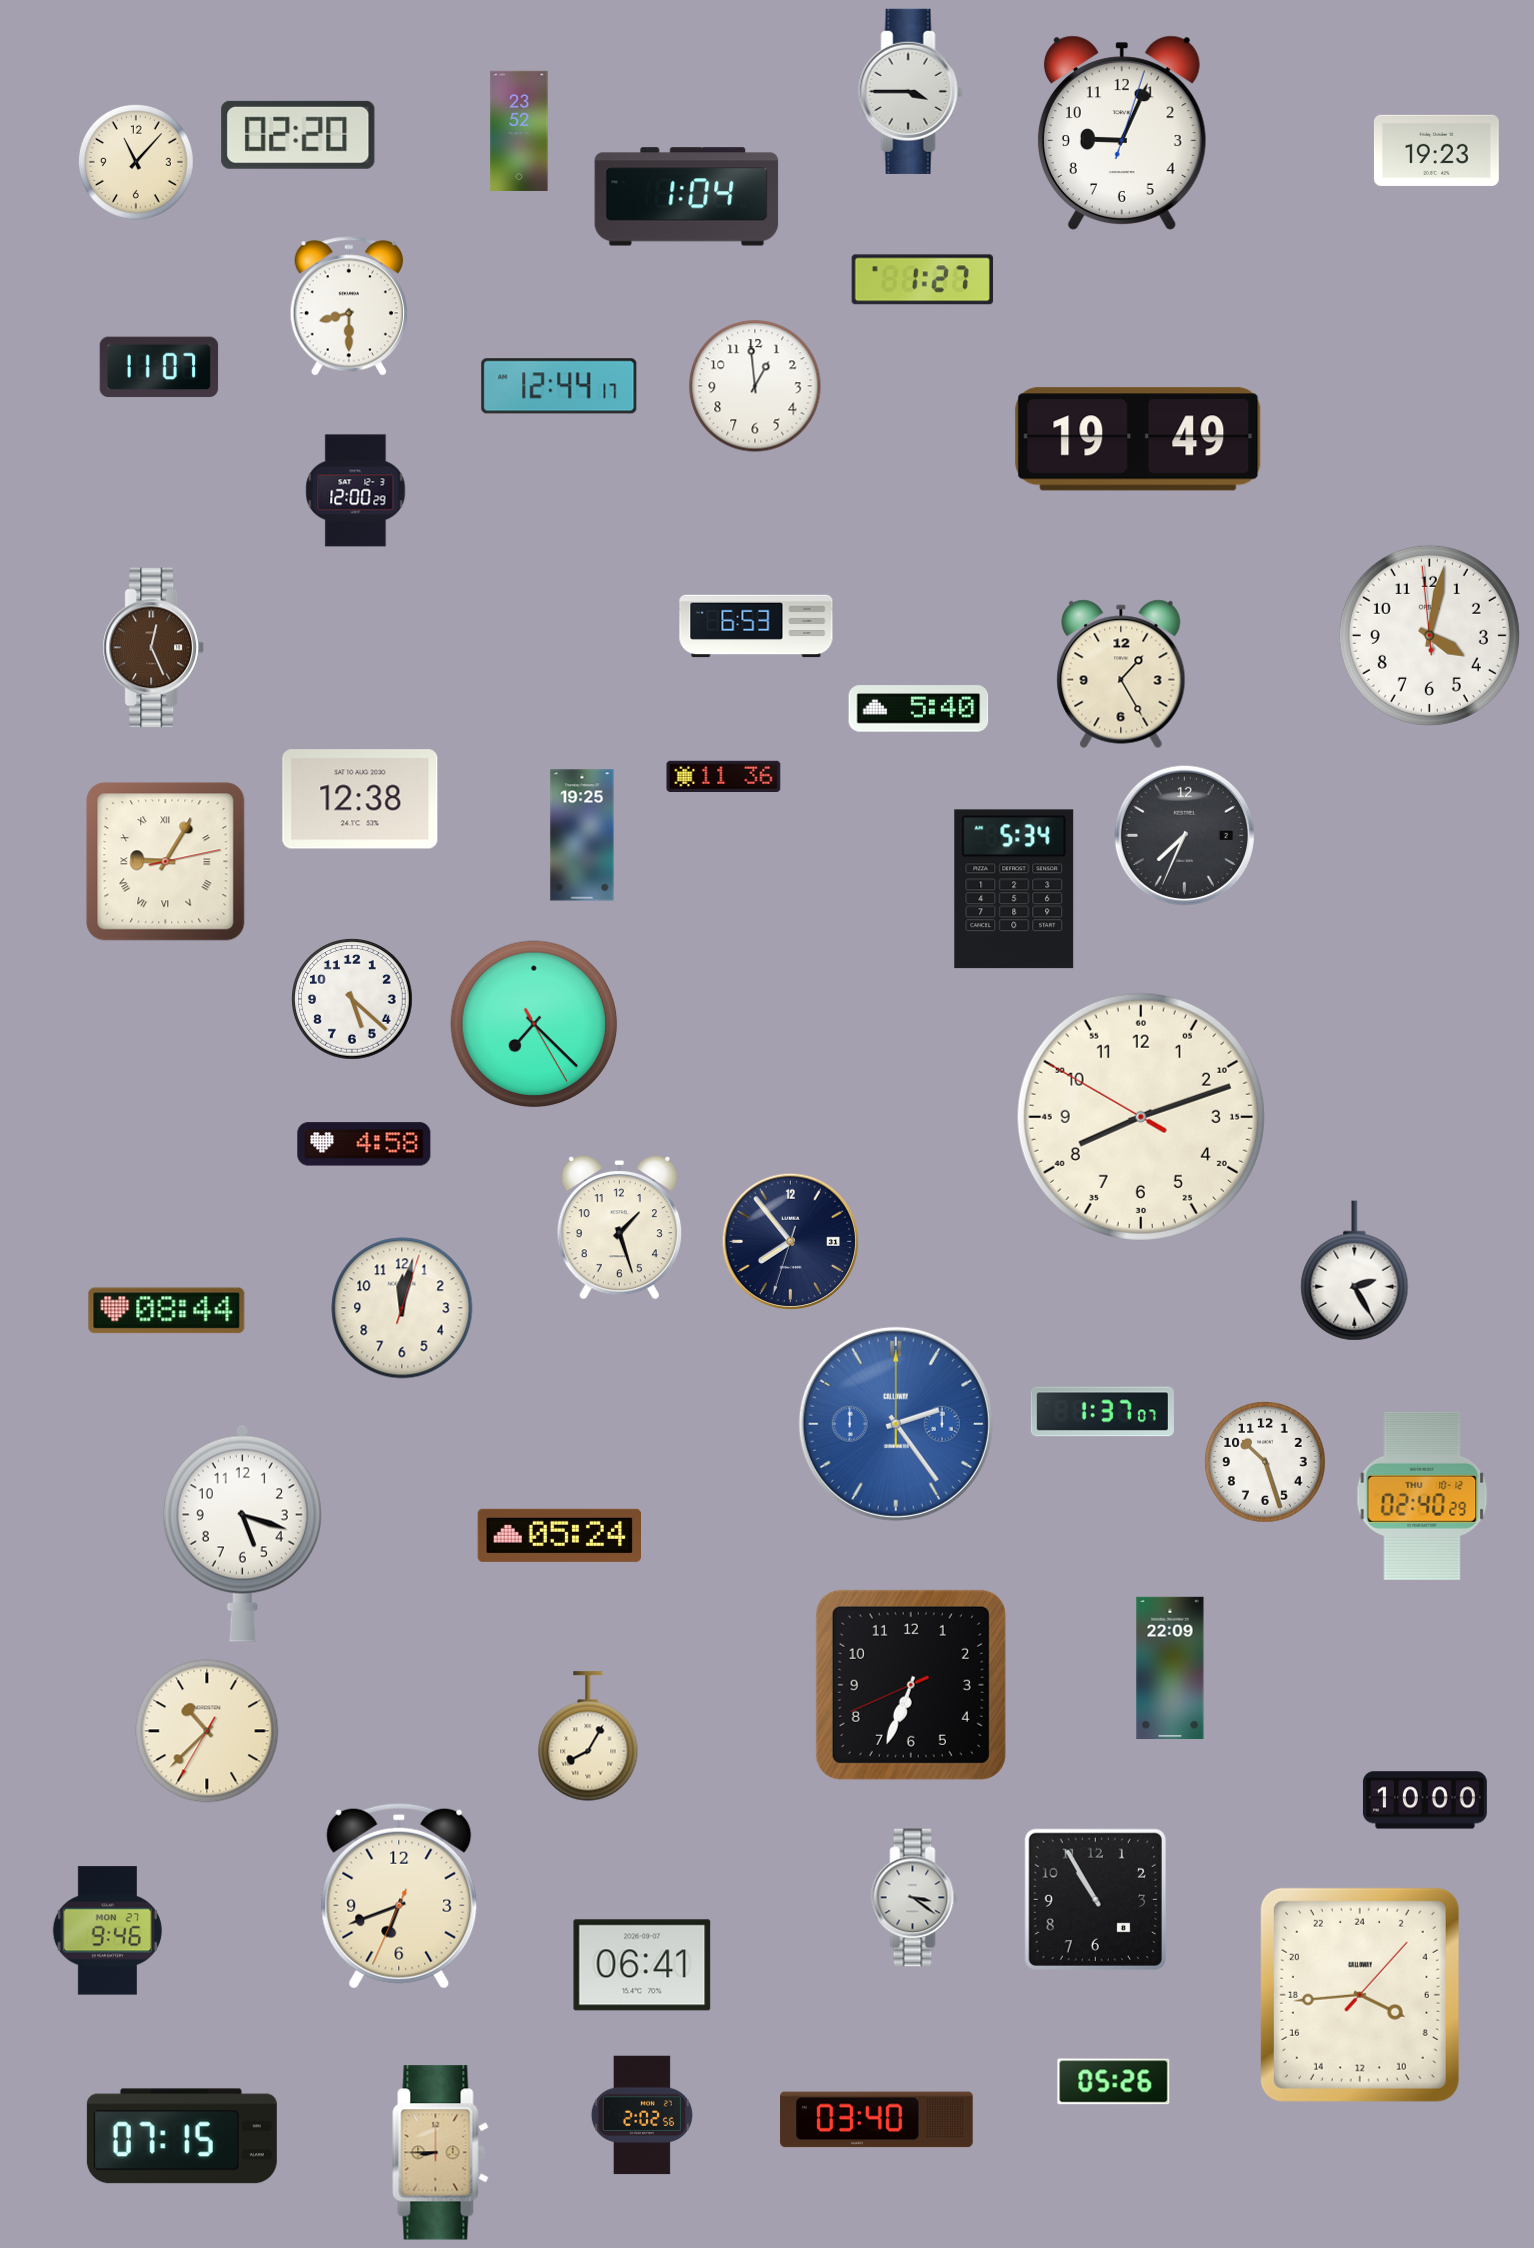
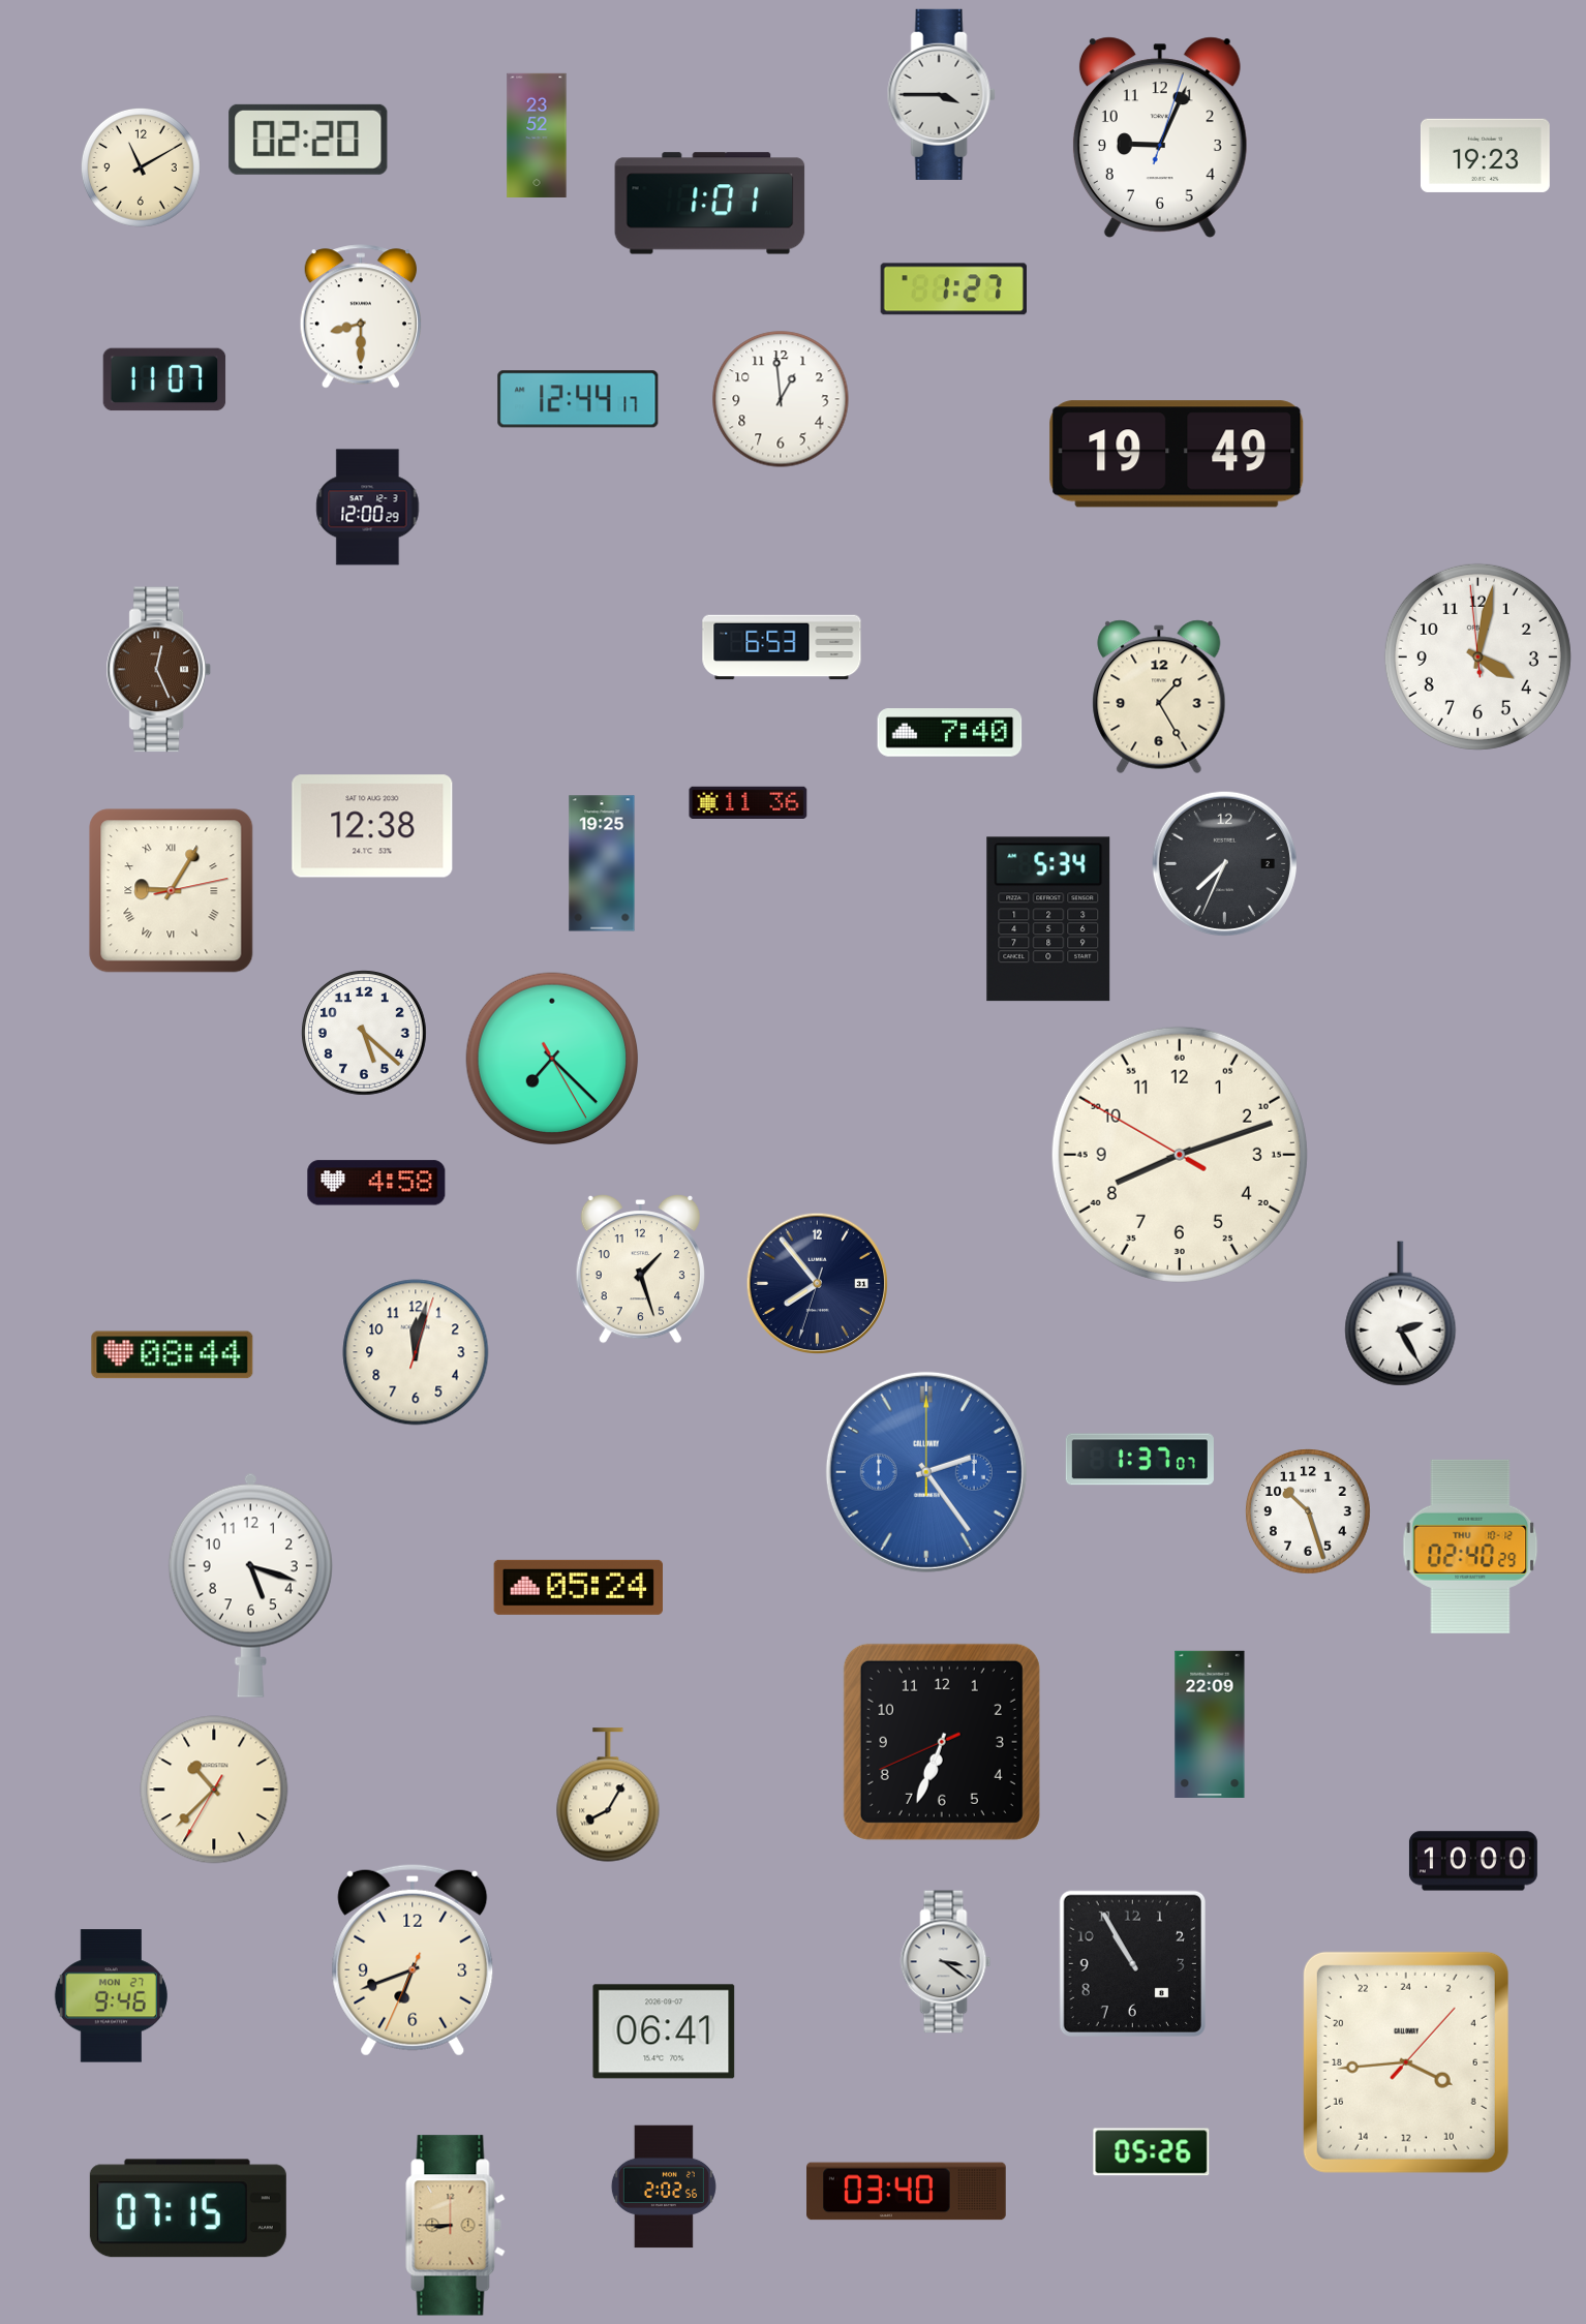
clock at (136, 162): 11:07 -> 11:10
clock at (687, 197): 1:04 -> 1:01
clock at (919, 709): 5:40 -> 7:40
